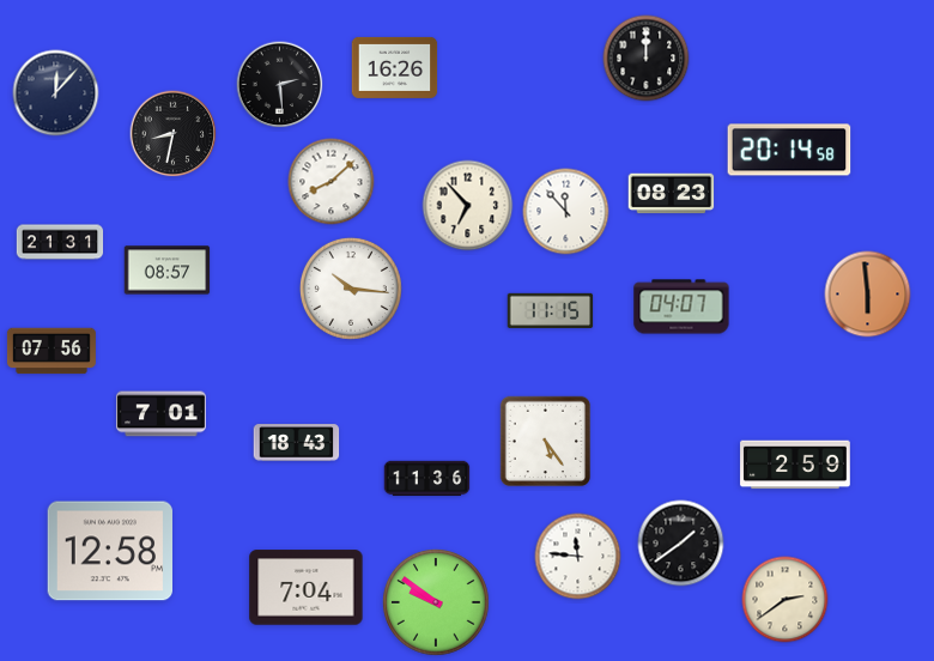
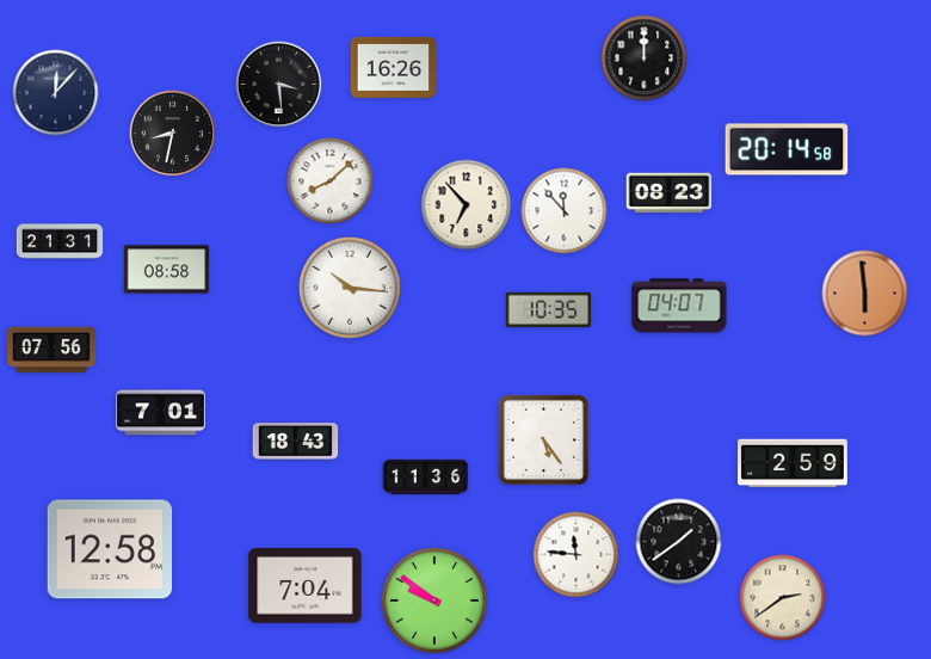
clock at (280, 85): 2:29 -> 3:29
clock at (168, 271): 08:57 -> 08:58
clock at (551, 310): 11:15 -> 10:35
